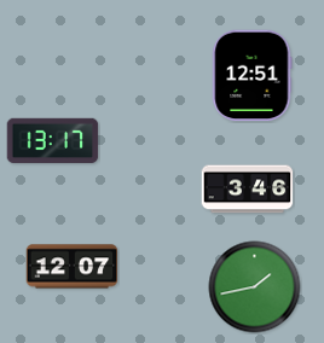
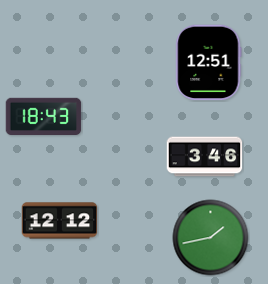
clock at (53, 141): 13:17 -> 18:43
clock at (73, 267): 12:07 -> 12:12
